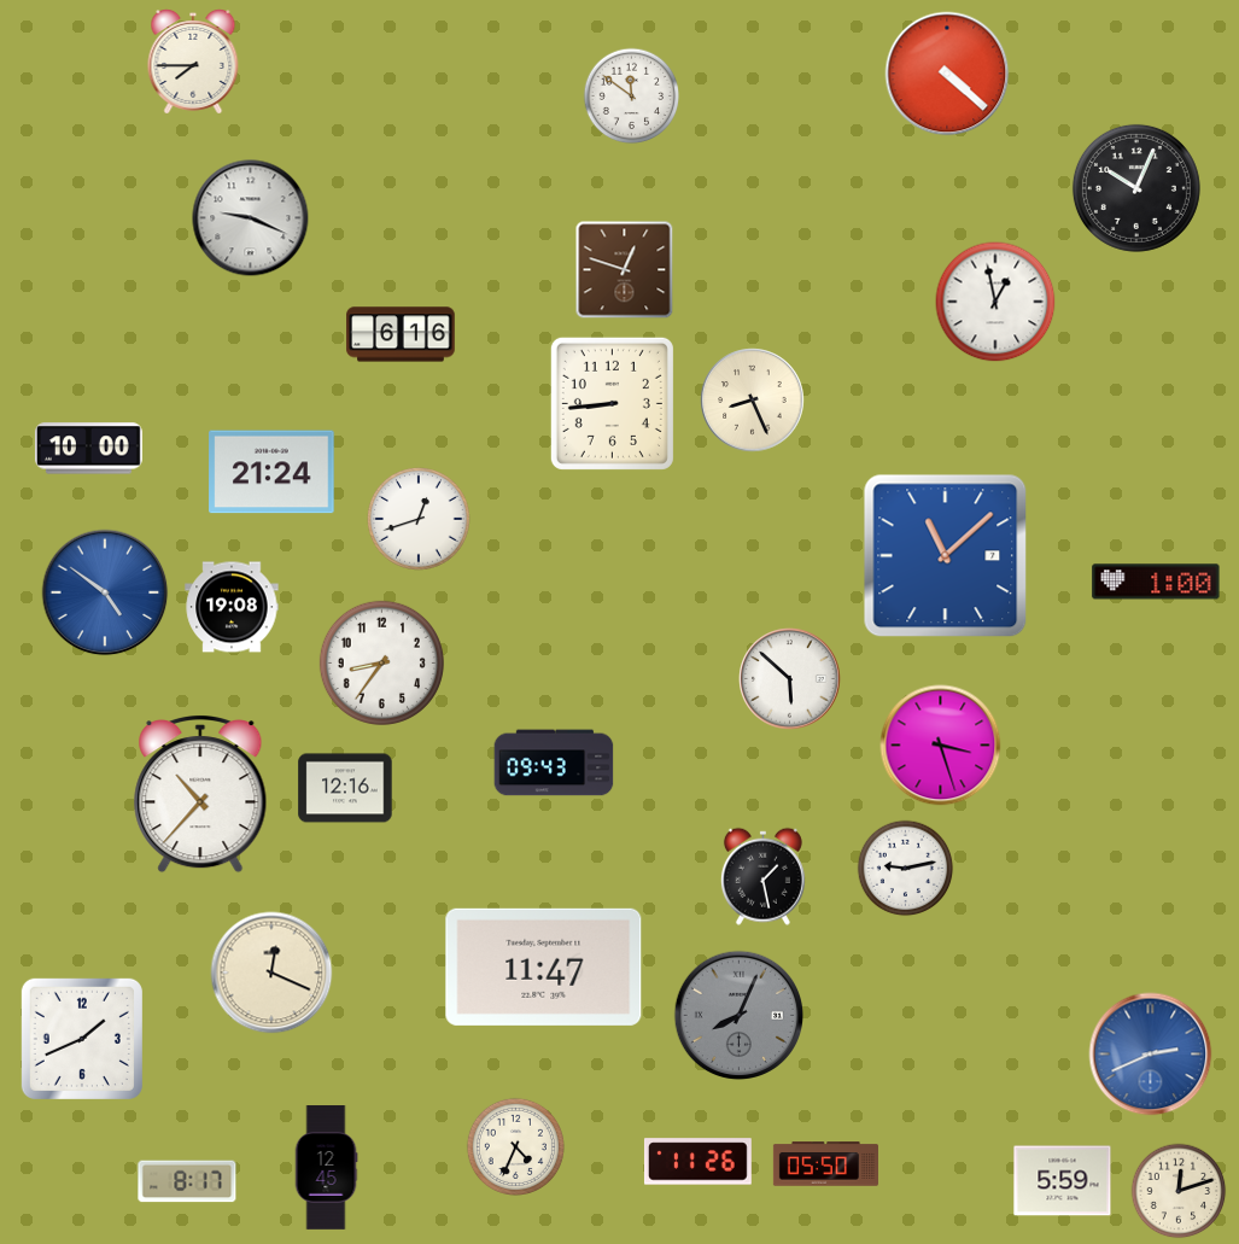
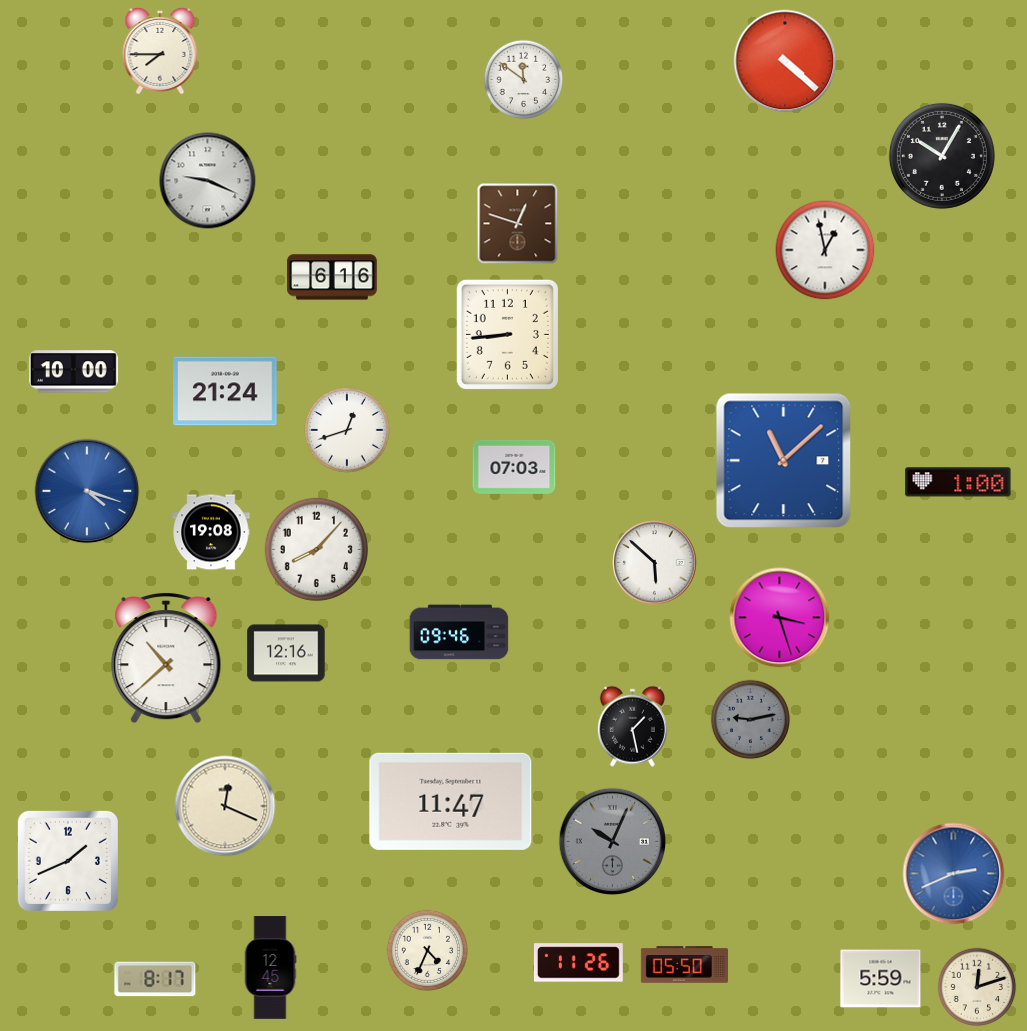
clock at (1136, 188): 10:04 -> 10:05
clock at (753, 401): 8:26 -> none
clock at (514, 467): none -> 07:03
clock at (105, 592): 4:51 -> 4:18
clock at (232, 607) position: (232, 607) -> (211, 532)
clock at (381, 662): 8:36 -> 8:07
clock at (554, 763): 09:43 -> 09:46
clock at (200, 795): 10:37 -> 10:38
clock at (906, 869) dial: white -> grey
clock at (740, 1016): 8:04 -> 10:04
